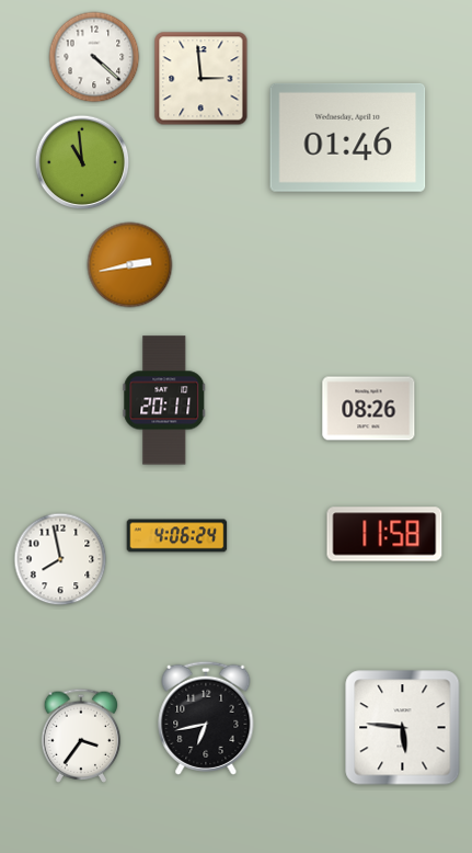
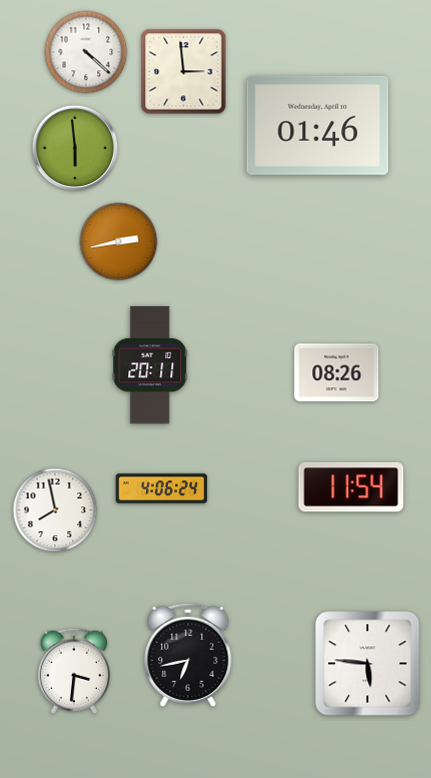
clock at (82, 162): 10:59 -> 5:59
clock at (384, 534): 11:58 -> 11:54
clock at (81, 736): 3:36 -> 3:31
